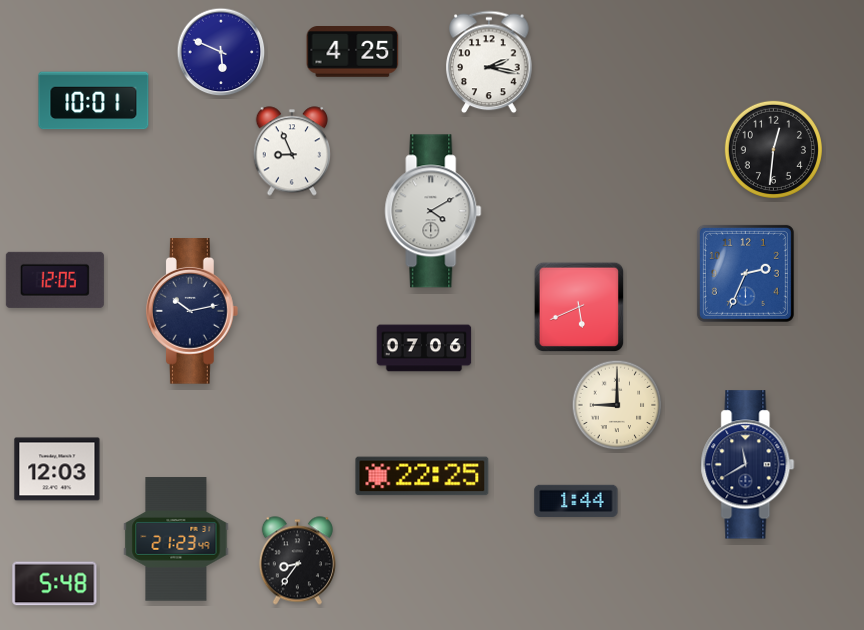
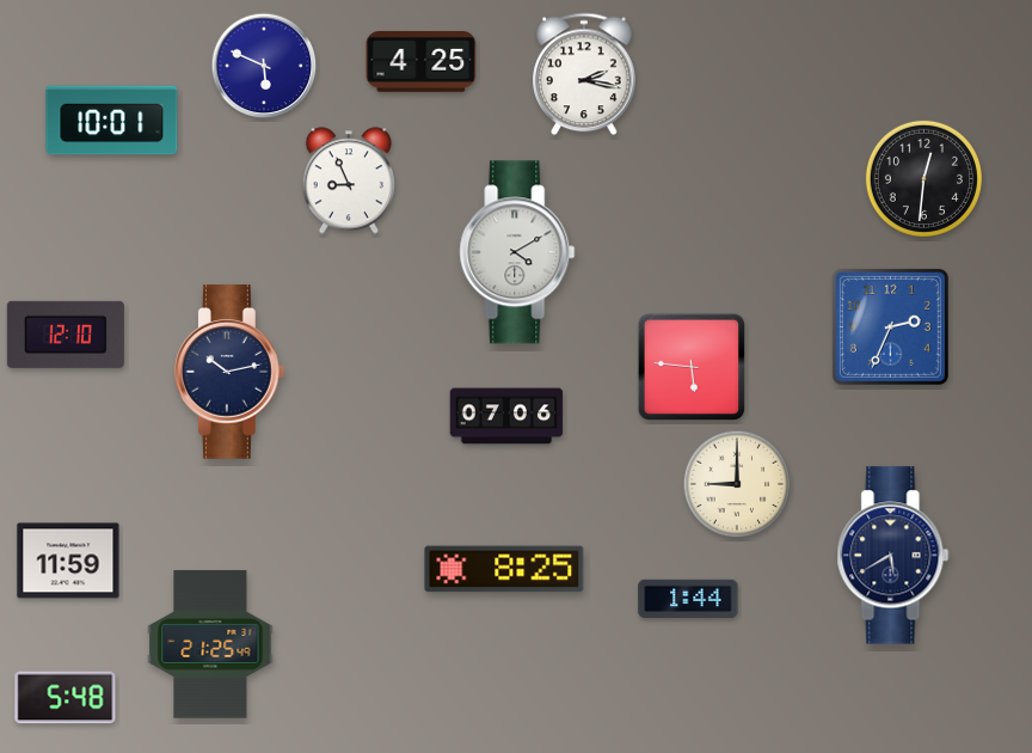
clock at (221, 52) position: (221, 52) -> (264, 66)
clock at (55, 280): 12:05 -> 12:10
clock at (579, 307): 5:41 -> 5:46
clock at (748, 465): 11:40 -> 5:40
clock at (57, 469): 12:03 -> 11:59
clock at (422, 476): 22:25 -> 8:25
clock at (176, 539): 21:23 -> 21:25
clock at (297, 561): 8:36 -> none
